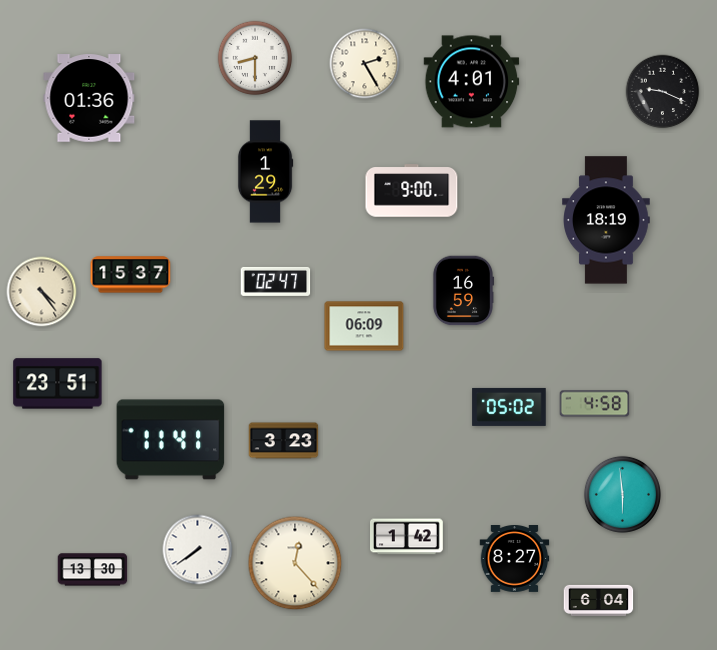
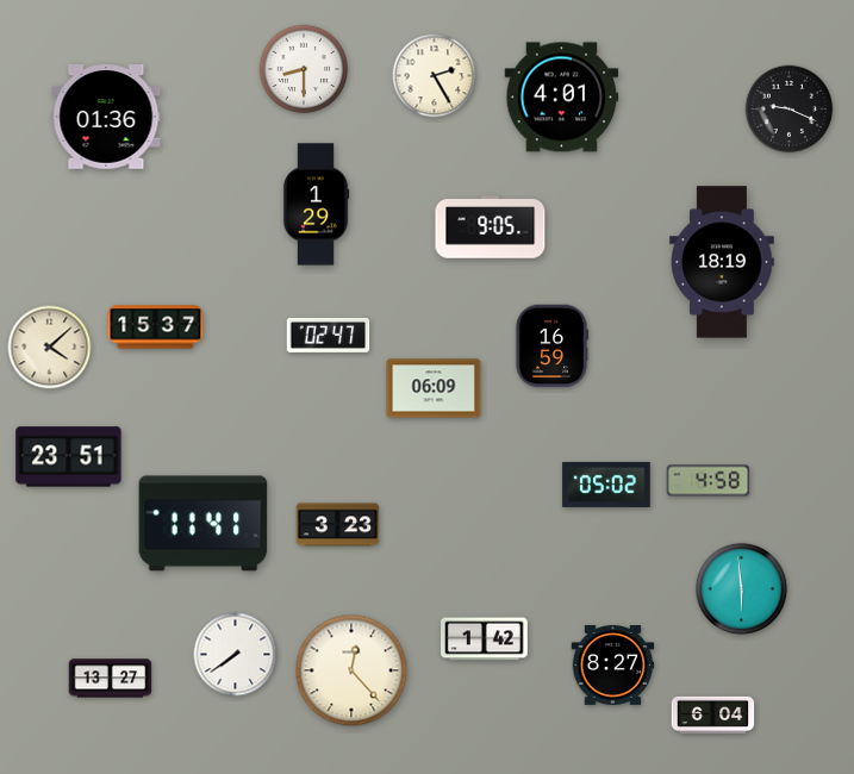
clock at (412, 191): 9:00 -> 9:05
clock at (42, 292): 4:24 -> 4:08
clock at (93, 570): 13:30 -> 13:27
